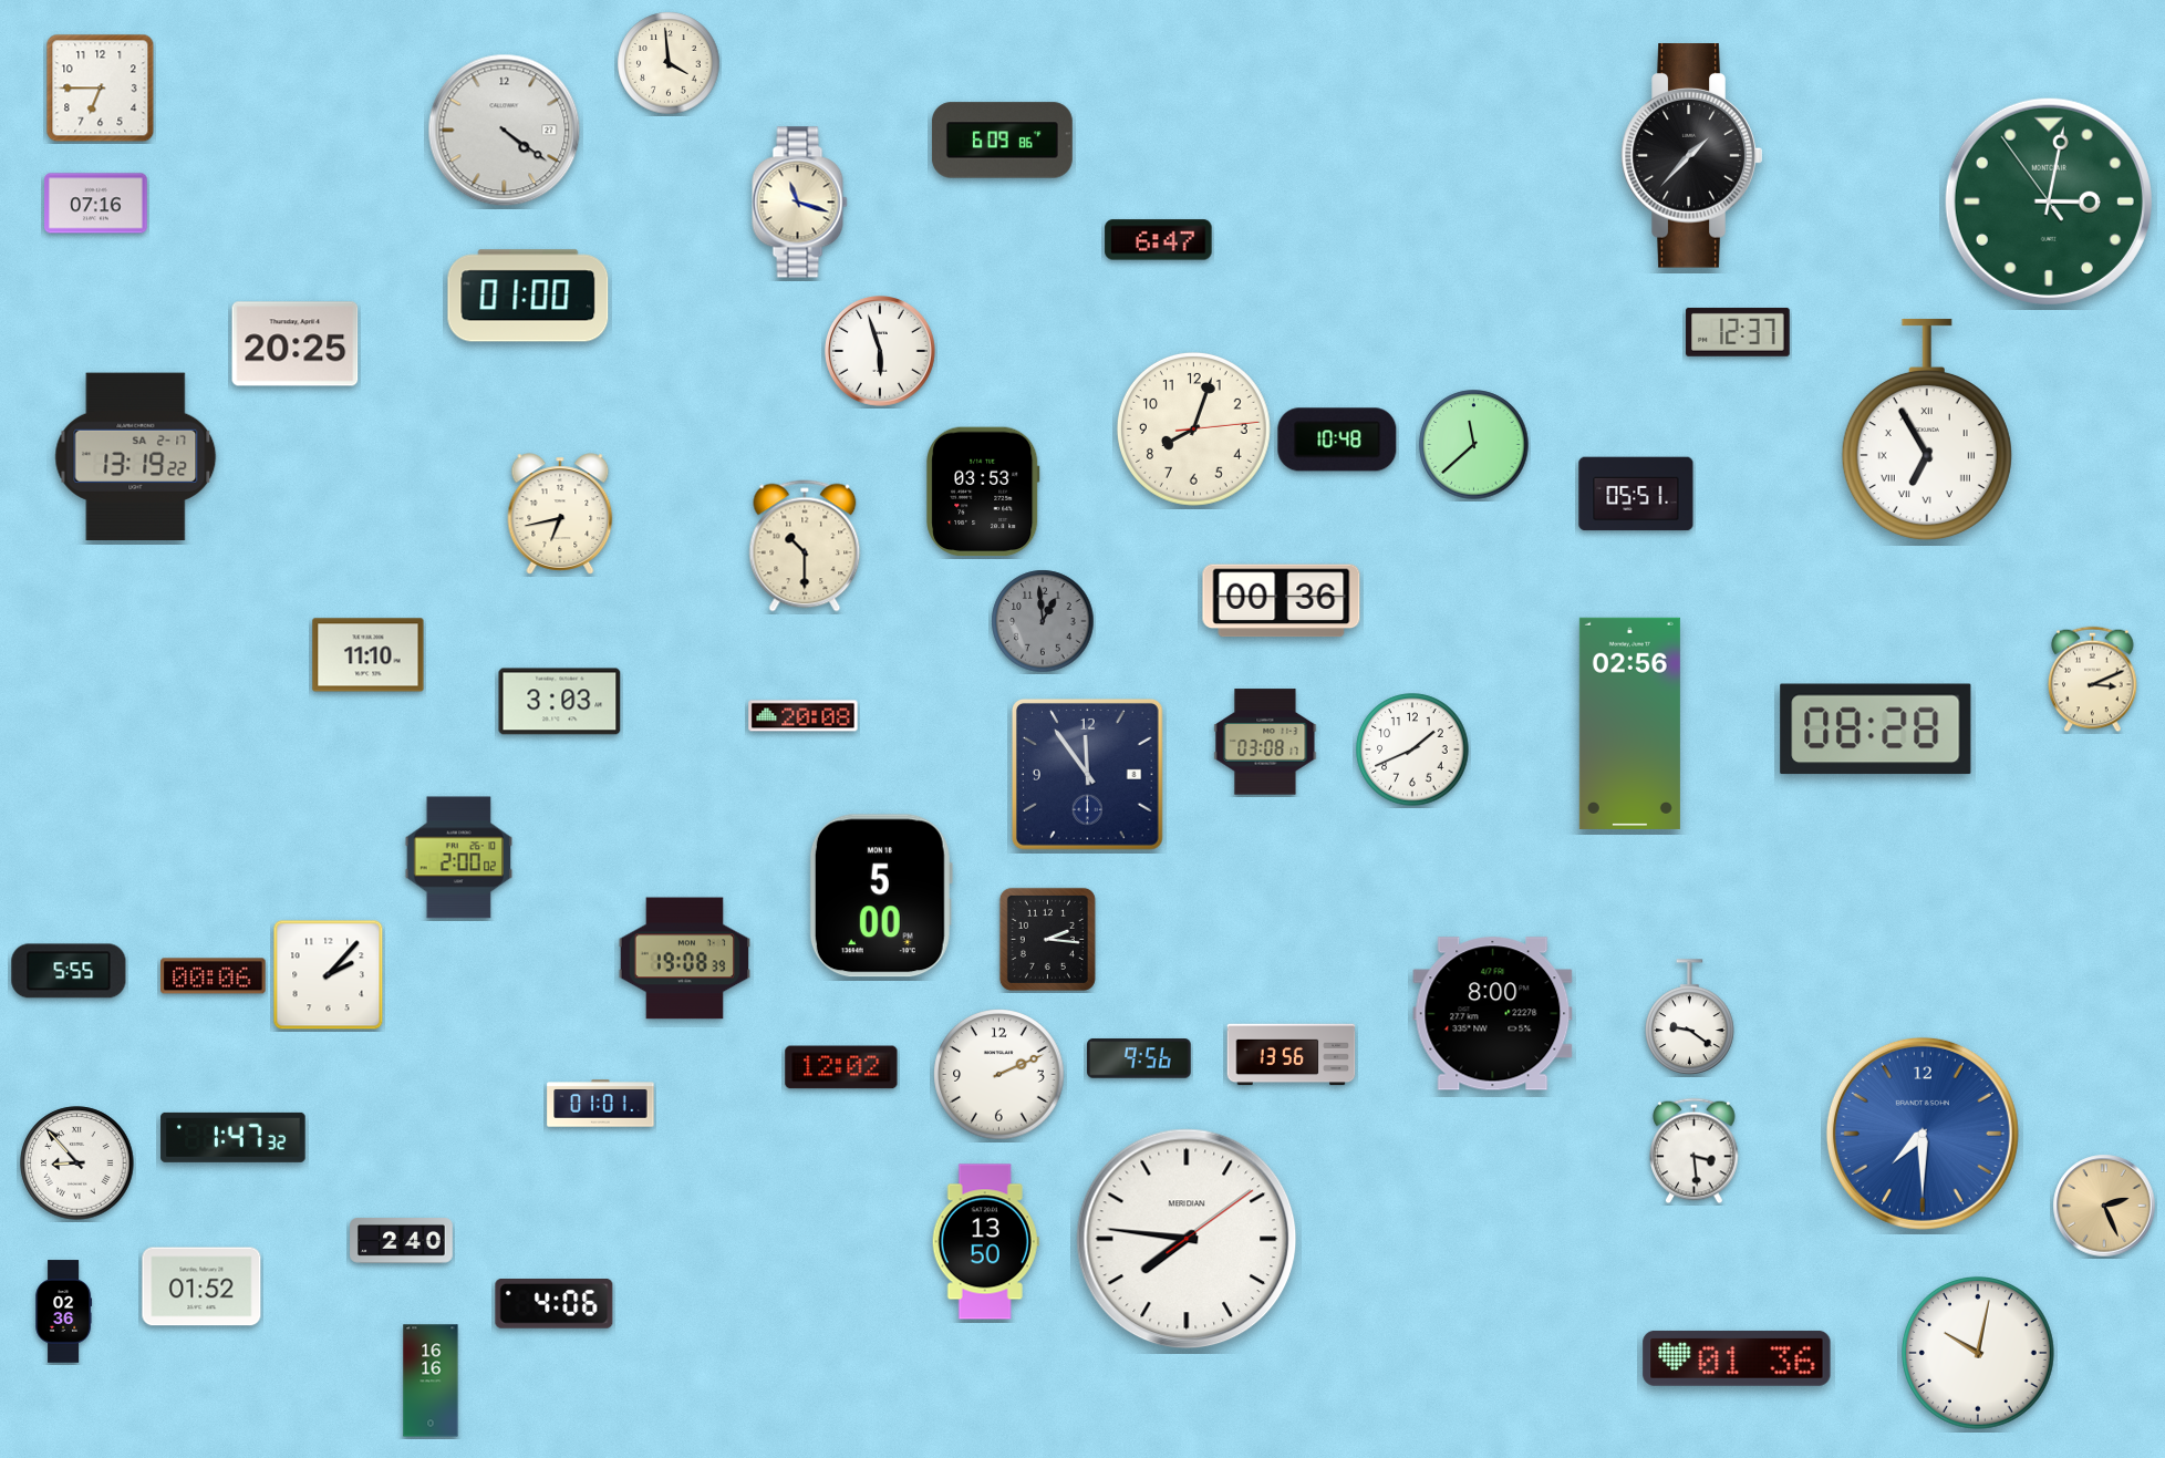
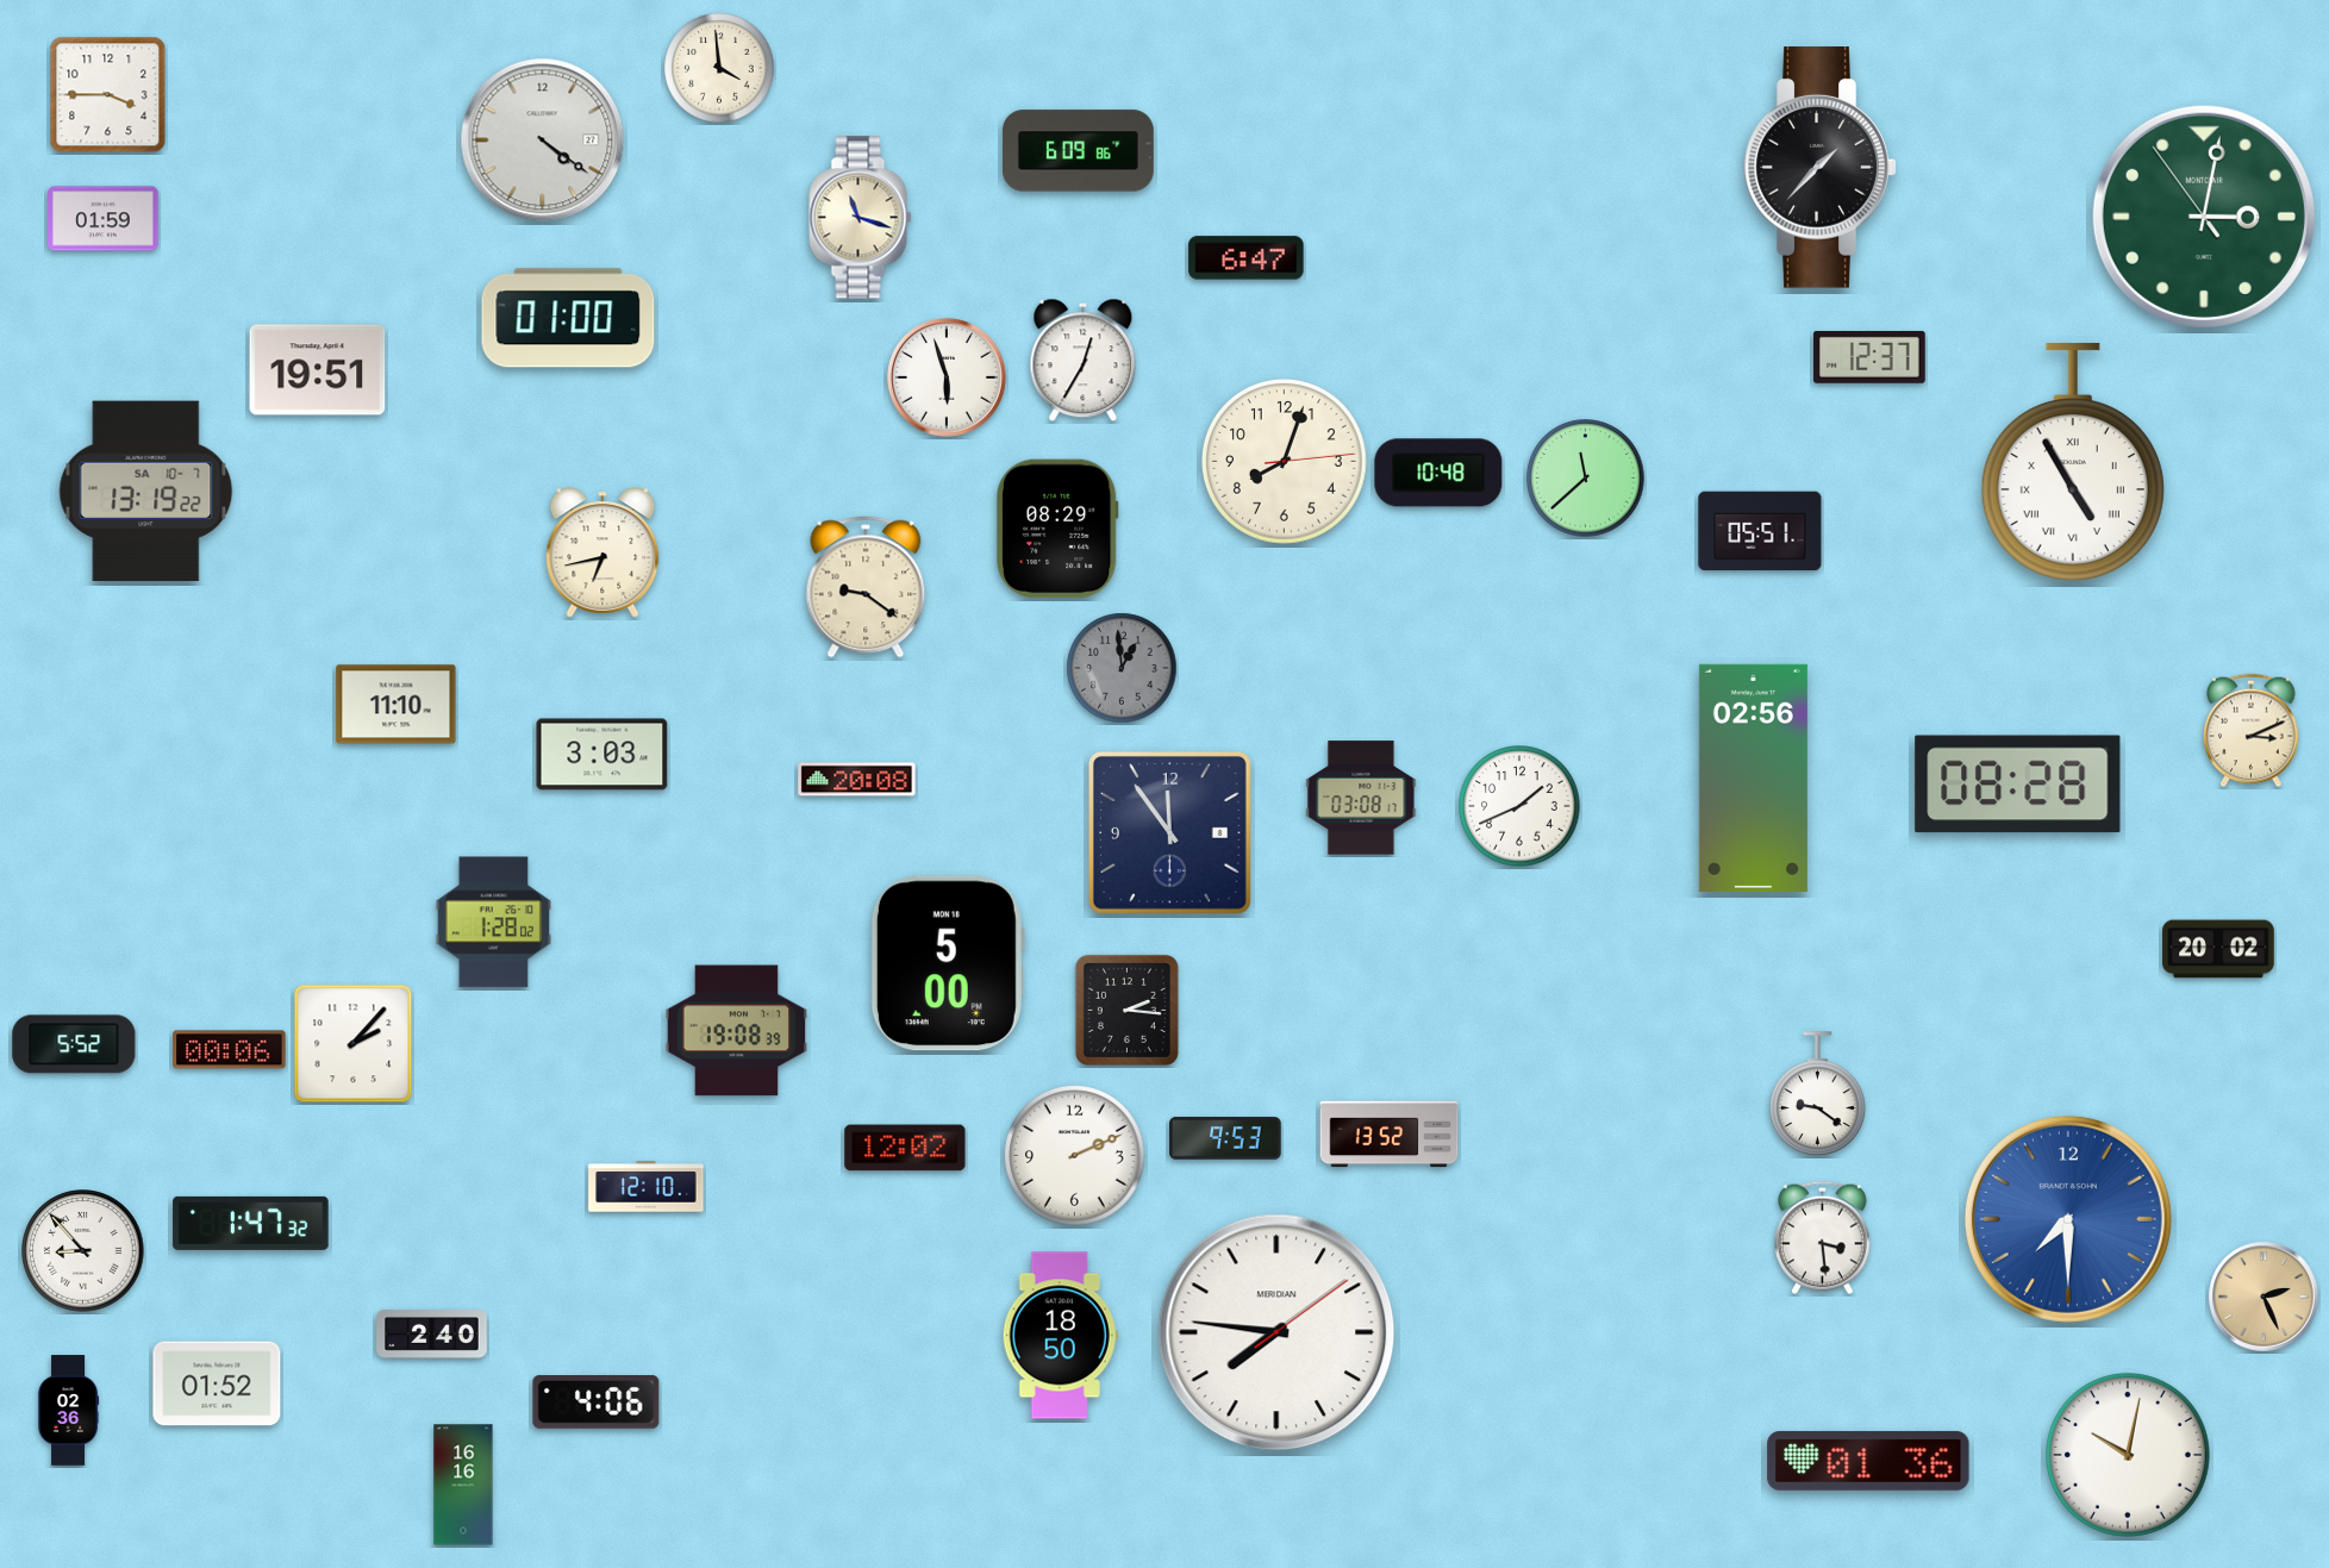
clock at (101, 89): 6:45 -> 3:45
clock at (96, 204): 07:16 -> 01:59
clock at (1084, 361): none -> 12:35
clock at (296, 344): 20:25 -> 19:51
clock at (1927, 430): 6:55 -> 4:55
clock at (136, 457) date: SA 2-17 -> SA 10-7
clock at (983, 492): 03:53 -> 08:29
clock at (805, 546): 10:30 -> 9:21
clock at (1282, 601): 00:36 -> none
clock at (804, 716) position: (804, 716) -> (857, 780)
clock at (458, 858): 2:00 -> 1:28
clock at (2218, 949): none -> 20:02
clock at (69, 971): 5:55 -> 5:52
clock at (329, 975) position: (329, 975) -> (354, 1044)
clock at (1493, 1014): 8:00 -> none
clock at (1292, 1055): 13:56 -> 13:52
clock at (1139, 1058): 9:56 -> 9:53
clock at (601, 1104): 01:01 -> 12:10
clock at (985, 1242): 13:50 -> 18:50
